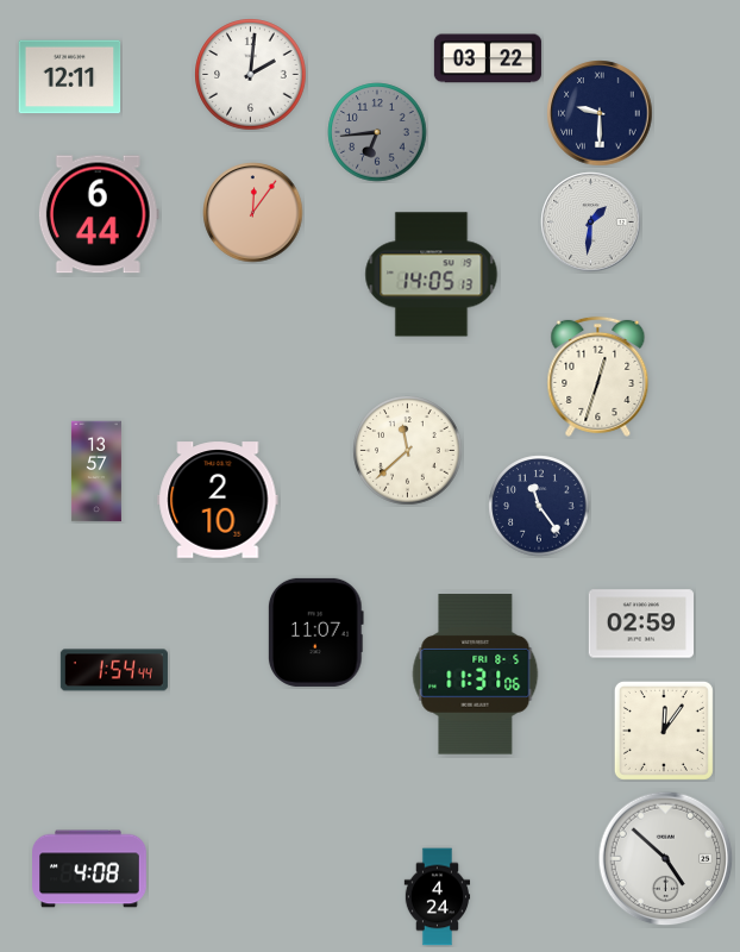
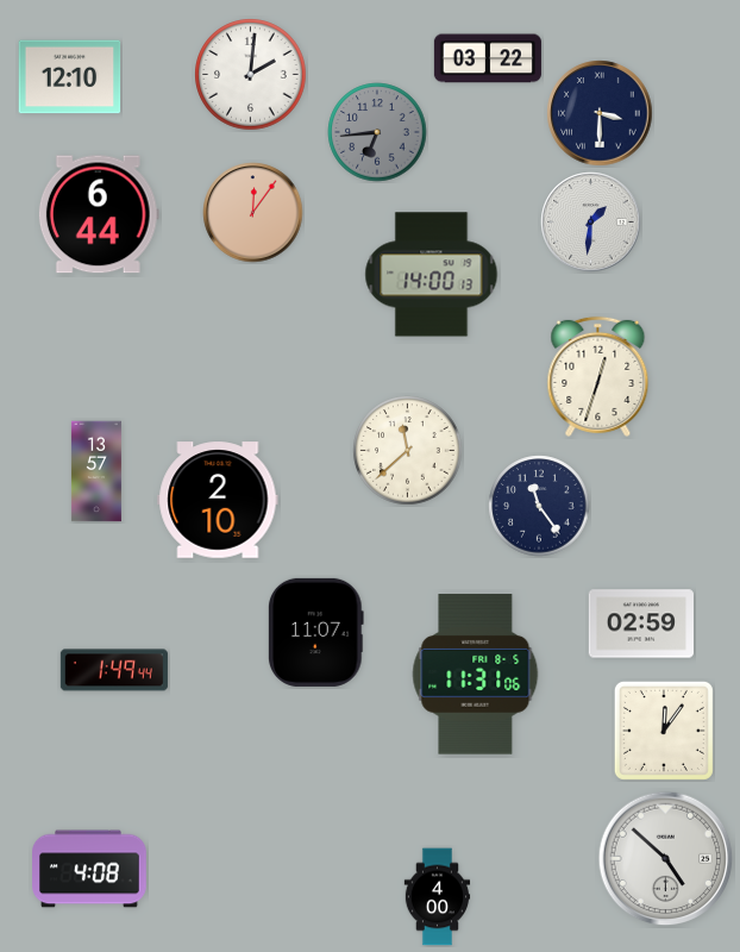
clock at (70, 77): 12:11 -> 12:10
clock at (600, 113): 9:30 -> 3:30
clock at (432, 275): 14:05 -> 14:00
clock at (114, 670): 1:54 -> 1:49
clock at (438, 897): 4:24 -> 4:00
